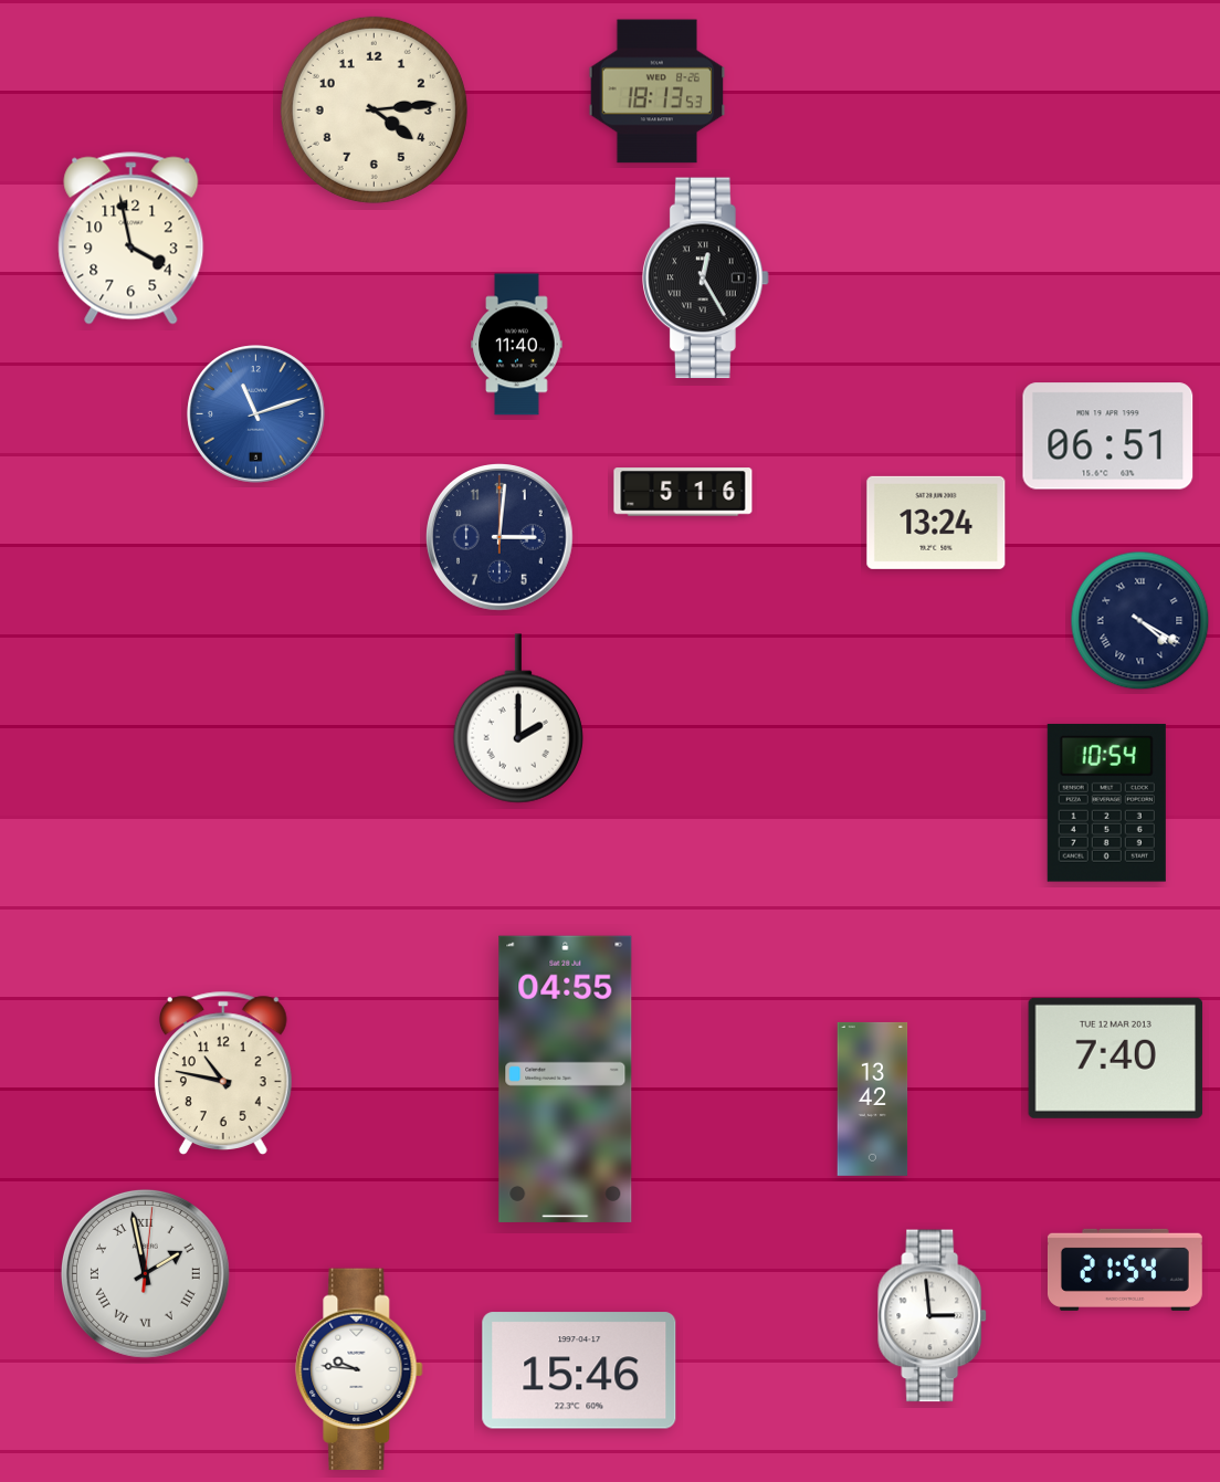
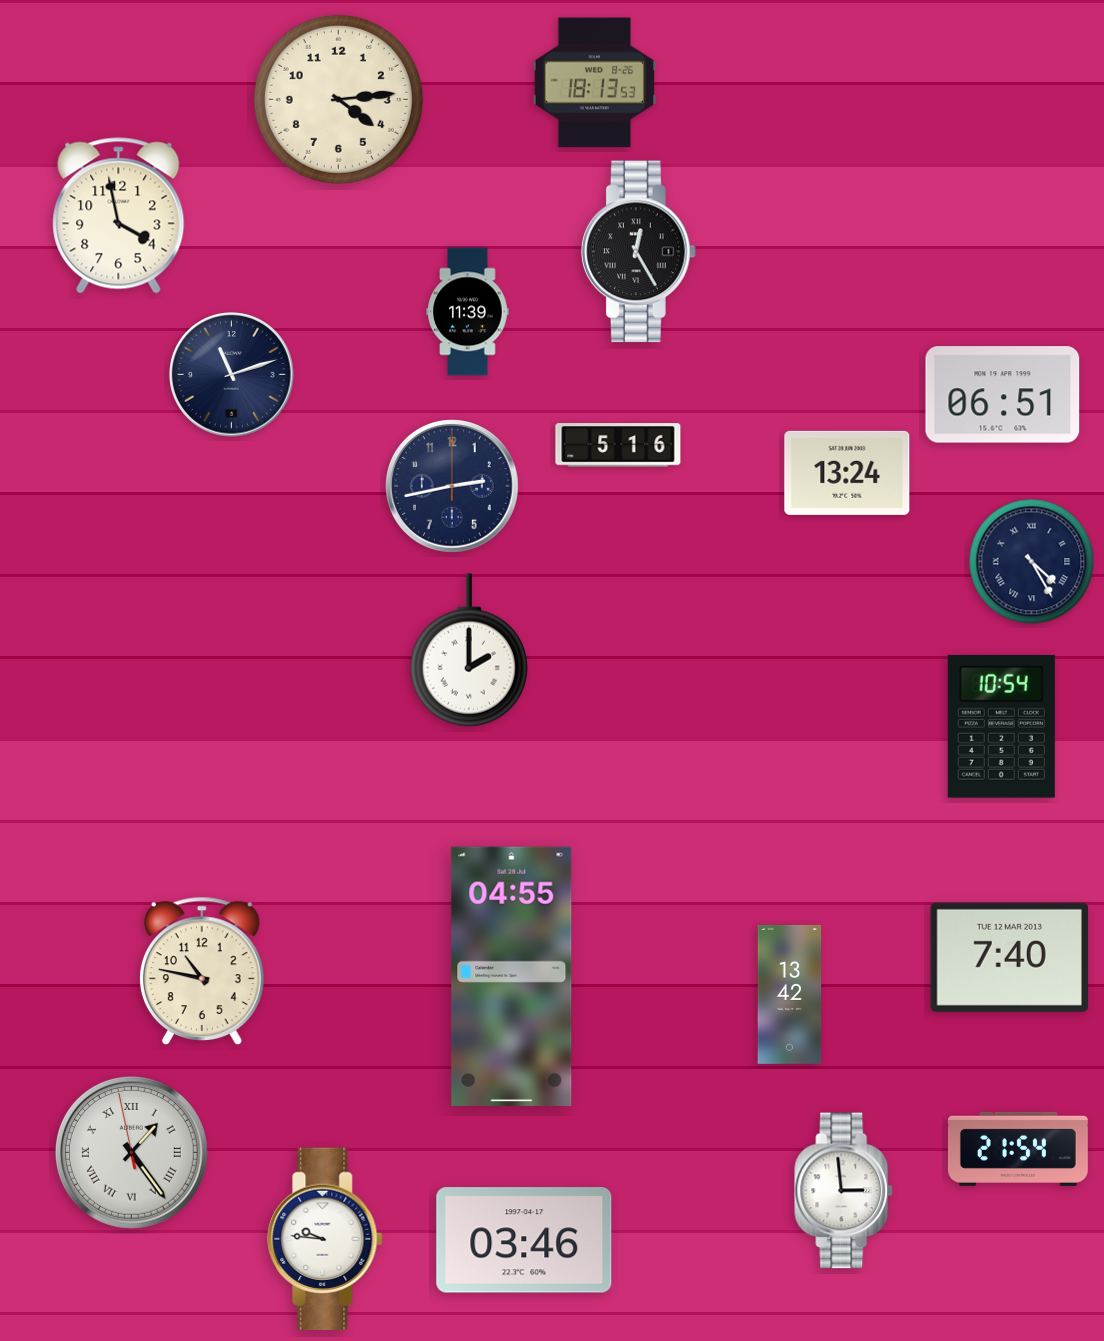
clock at (517, 345): 11:40 -> 11:39
clock at (256, 414) dial: blue -> navy
clock at (499, 537): 3:01 -> 2:43
clock at (1140, 621): 4:20 -> 4:25
clock at (145, 1273): 1:58 -> 1:23
clock at (579, 1370): 15:46 -> 03:46
